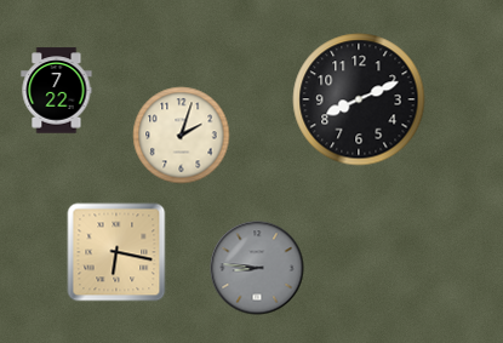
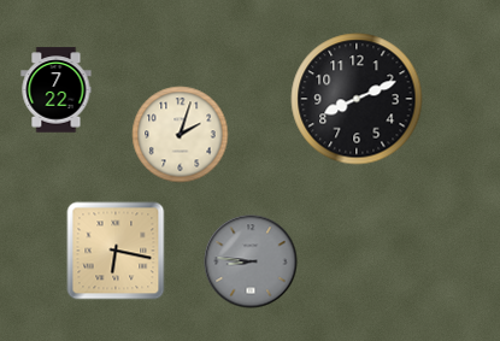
clock at (257, 268) position: (257, 268) -> (251, 261)
